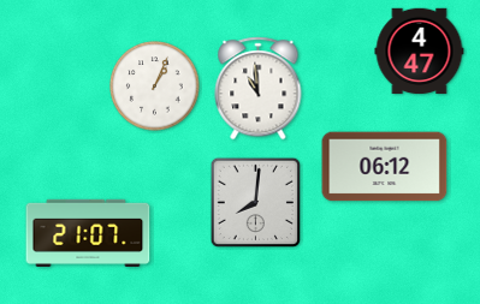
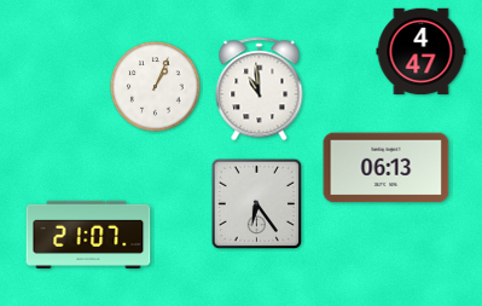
clock at (385, 167): 06:12 -> 06:13
clock at (255, 202): 8:01 -> 6:24
